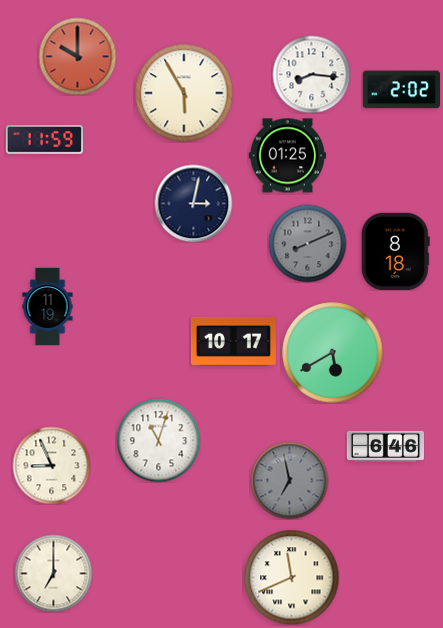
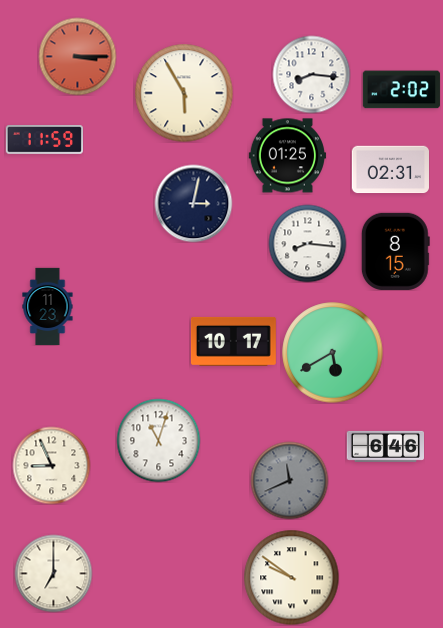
clock at (77, 56): 10:00 -> 3:15
clock at (390, 170): none -> 02:31
clock at (307, 243): 8:11 -> 8:16
clock at (307, 243) dial: grey -> white
clock at (395, 251): 8:18 -> 8:15
clock at (48, 306): 11:19 -> 11:23
clock at (289, 480): 6:58 -> 11:41
clock at (291, 577): 11:41 -> 9:51
